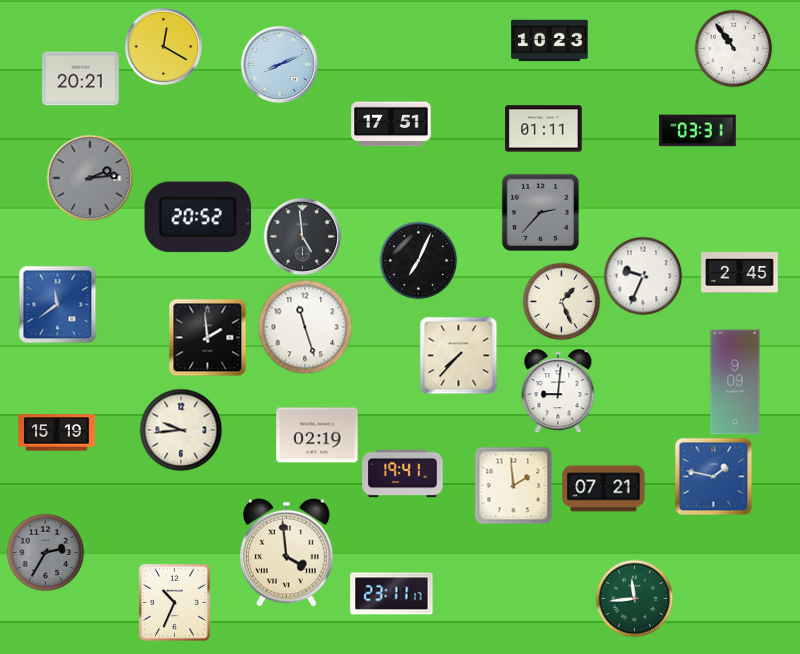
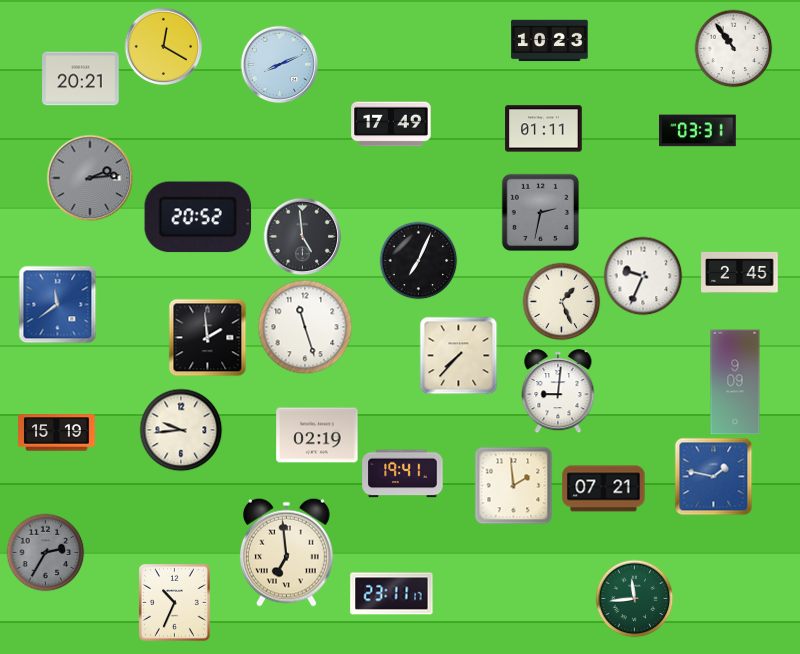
clock at (391, 124): 17:51 -> 17:49
clock at (540, 212): 2:37 -> 2:32
clock at (287, 552): 3:59 -> 6:59
